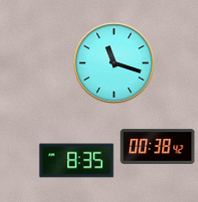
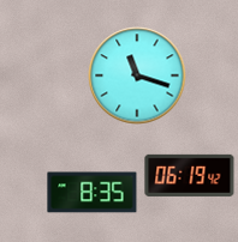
clock at (158, 146): 00:38 -> 06:19
